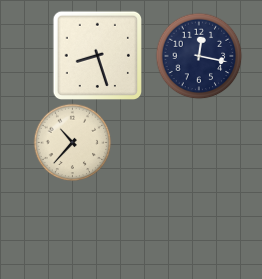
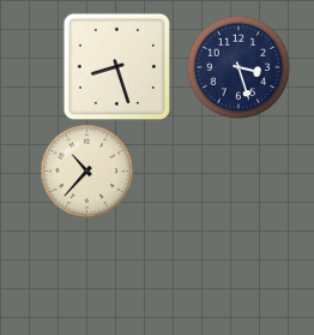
clock at (199, 56): 12:17 -> 3:27
